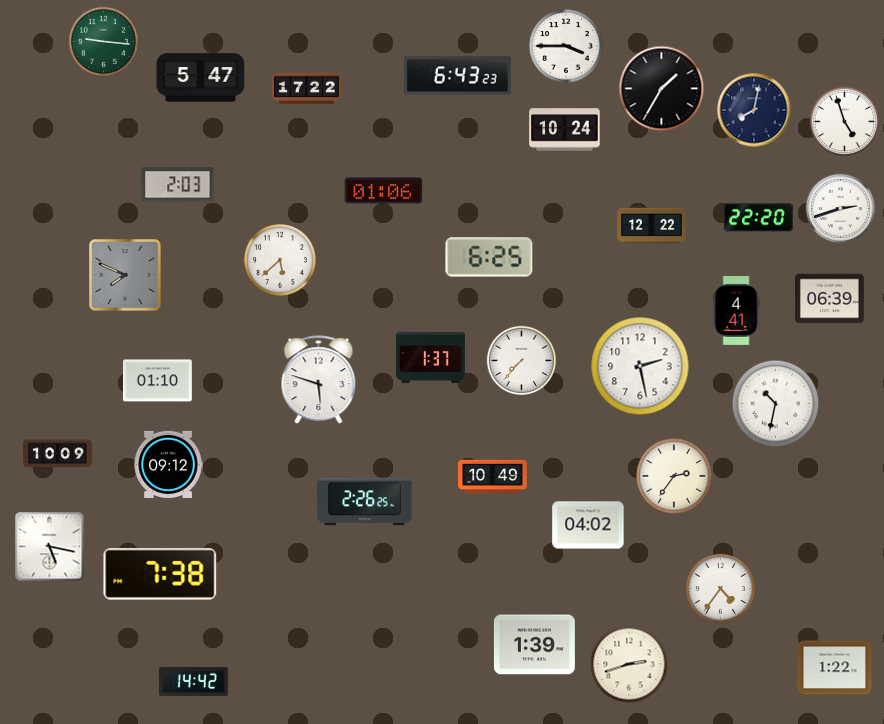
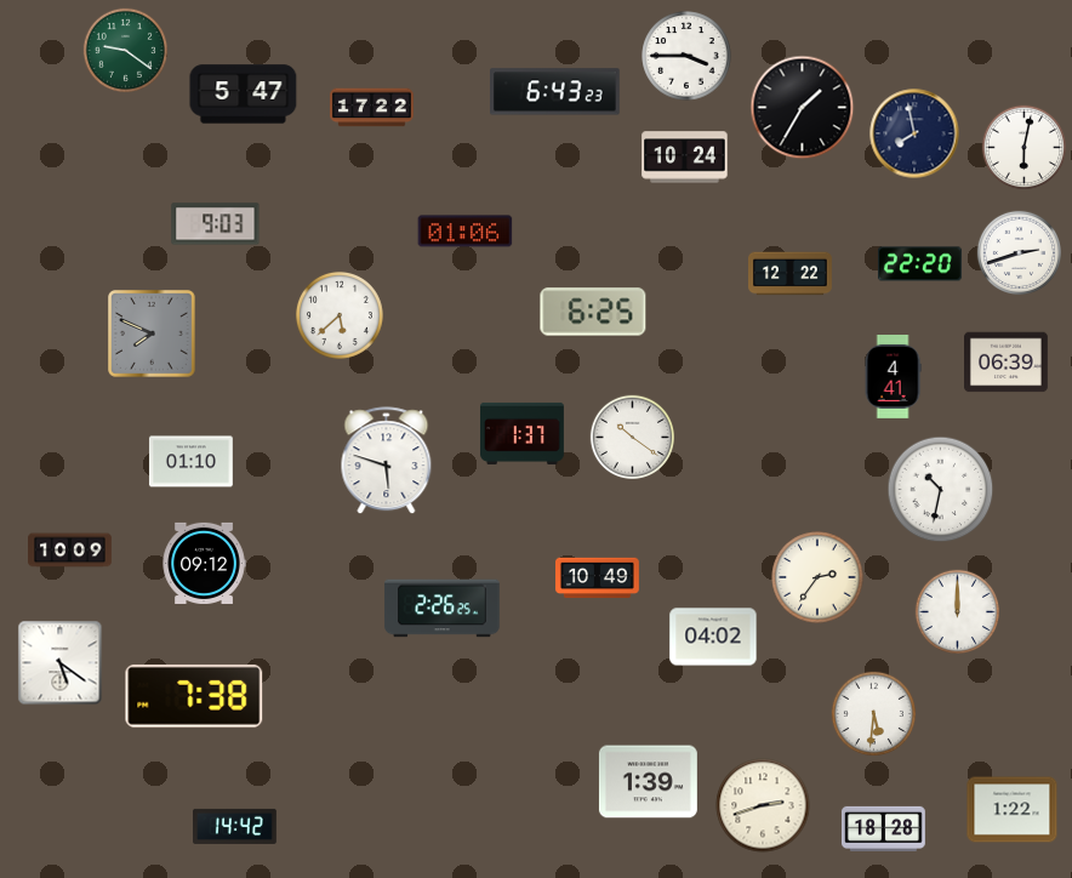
clock at (103, 41): 9:16 -> 9:21
clock at (754, 110): 8:02 -> 7:58
clock at (844, 121): 4:57 -> 6:02
clock at (178, 185): 2:03 -> 9:03
clock at (521, 360): 7:37 -> 10:21
clock at (640, 366): 2:28 -> none
clock at (957, 611): none -> 12:00
clock at (50, 547): 5:17 -> 5:21
clock at (720, 588): 4:36 -> 5:31
clock at (883, 828): none -> 18:28
